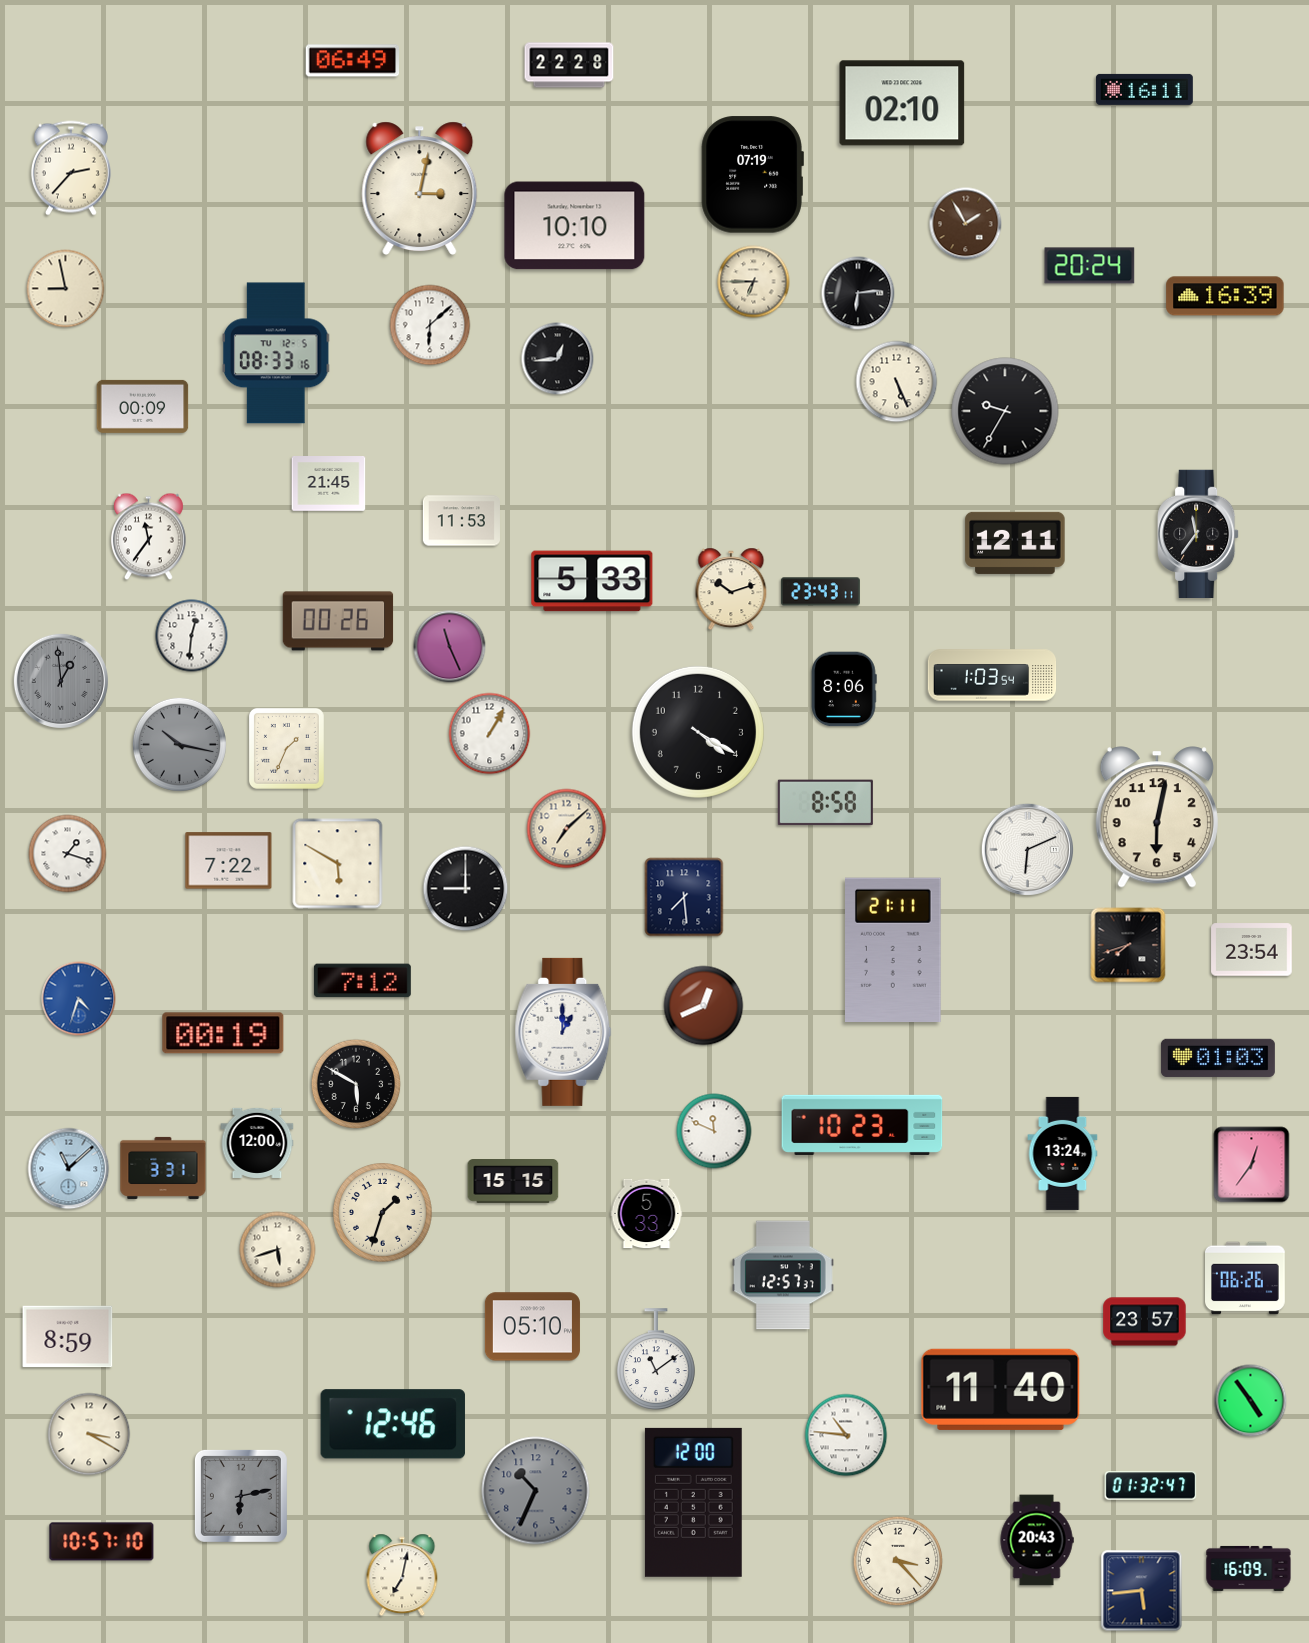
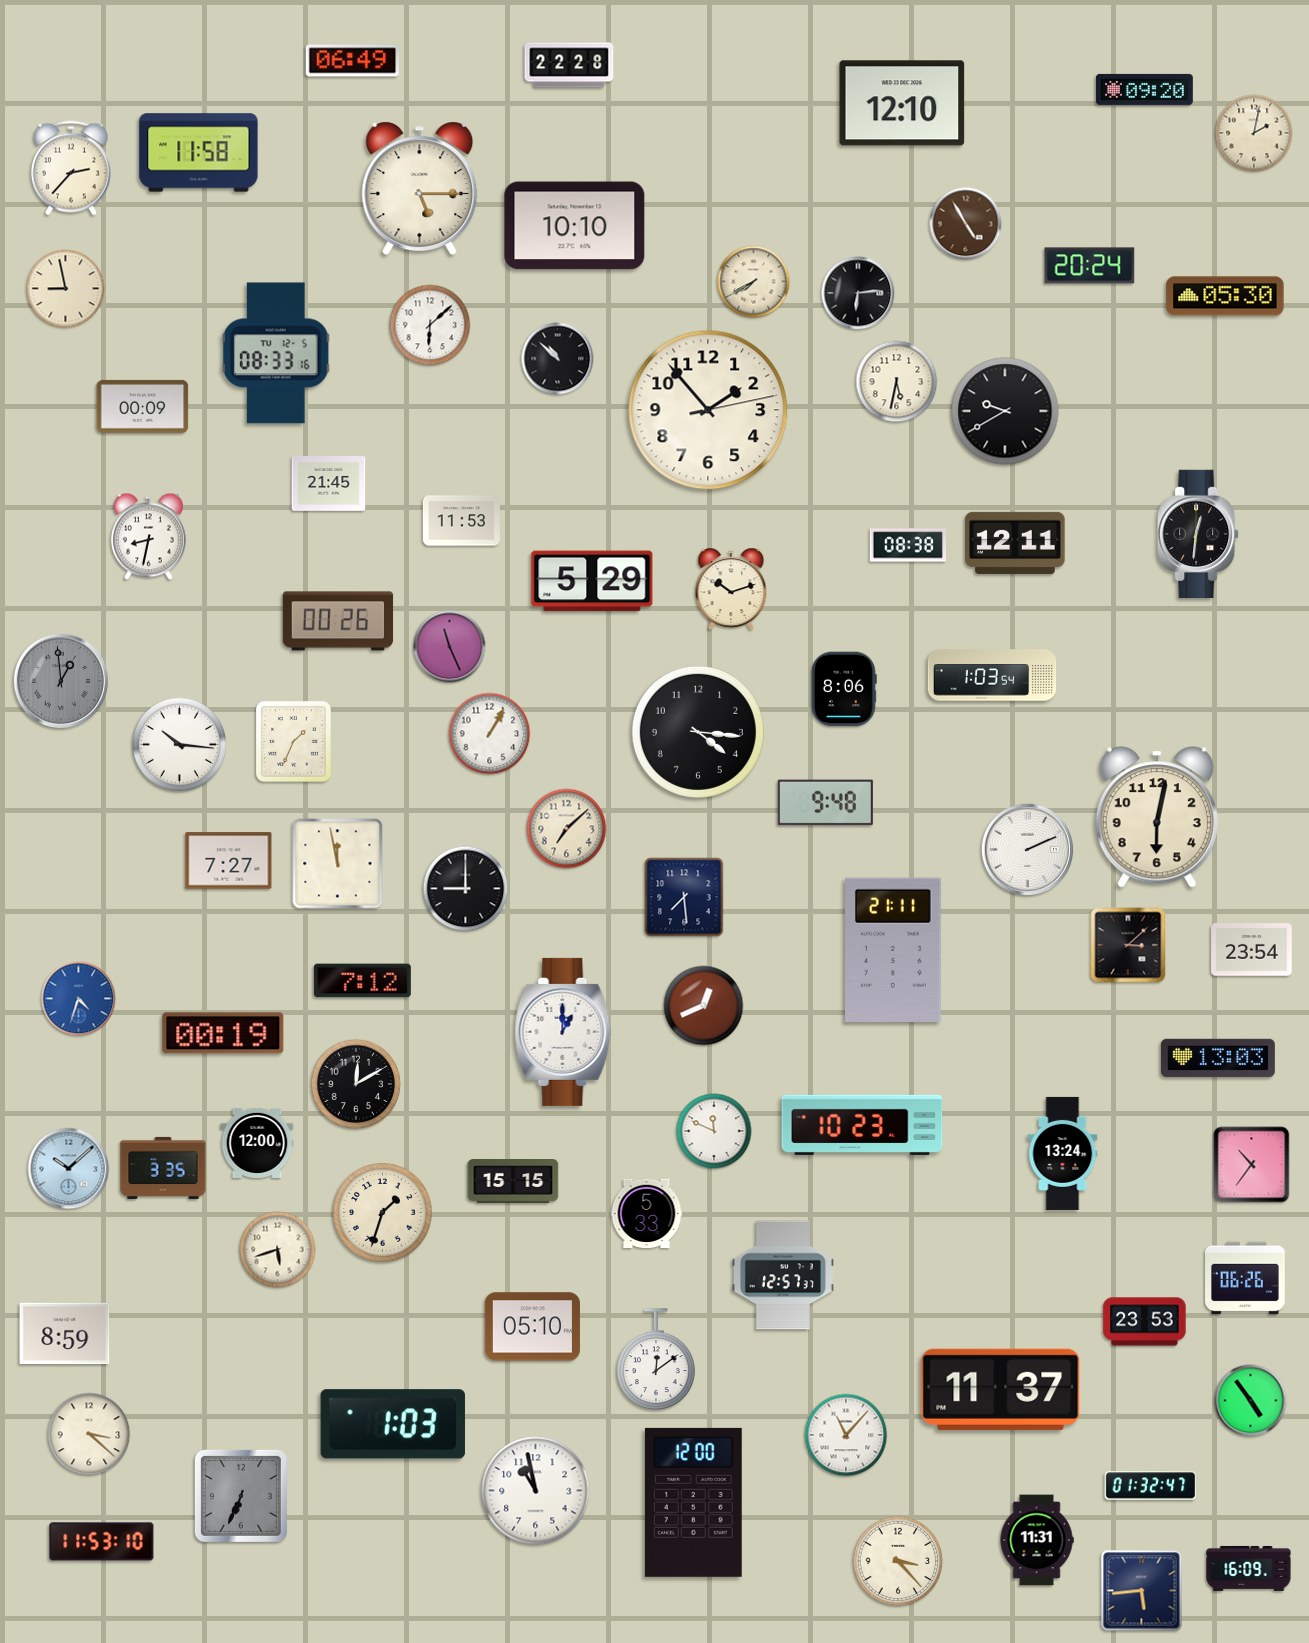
clock at (1144, 89): 16:11 -> 09:20
clock at (902, 103): 02:10 -> 12:10
clock at (1254, 133): none -> 2:02
clock at (199, 153): none -> 11:58
clock at (752, 175): 07:19 -> none
clock at (420, 188): 3:02 -> 5:15
clock at (966, 224): 1:55 -> 4:55
clock at (754, 282): 6:45 -> 7:40
clock at (1225, 296): 16:39 -> 05:30
clock at (558, 359): 12:44 -> 10:52
clock at (897, 382): 5:26 -> 5:32
clock at (708, 410): none -> 1:53
clock at (1005, 411): 9:35 -> 9:40
clock at (1198, 533): 11:36 -> 12:31
clock at (148, 537): 11:36 -> 8:32
clock at (907, 545): none -> 08:38
clock at (592, 581): 5:33 -> 5:29
clock at (820, 592): 23:43 -> none
clock at (192, 636): 12:31 -> none
clock at (698, 732): 4:20 -> 4:16
clock at (179, 744): 10:17 -> 10:16
clock at (179, 744) dial: grey -> white
clock at (286, 748) position: (286, 748) -> (293, 741)
clock at (825, 803): 8:58 -> 9:48
clock at (1027, 849): 6:11 -> 2:11
clock at (68, 854): 1:18 -> none
clock at (229, 861): 7:22 -> 7:27
clock at (338, 864): 5:50 -> 11:58
clock at (1128, 945): 7:42 -> 3:08
clock at (1218, 1058): 01:03 -> 13:03
clock at (356, 1084): 5:50 -> 12:10
clock at (1252, 1165): 12:36 -> 10:36
clock at (163, 1168): 3:31 -> 3:35
clock at (69, 1169): 11:08 -> 10:08
clock at (1145, 1322): 23:57 -> 23:53
clock at (68, 1337) position: (68, 1337) -> (65, 1334)
clock at (656, 1359): 11:09 -> 12:09
clock at (1001, 1389): 11:40 -> 11:37
clock at (393, 1424): 12:46 -> 1:03
clock at (89, 1434): 3:20 -> 3:22
clock at (846, 1435): 10:46 -> 11:07
clock at (536, 1491): 10:34 -> 10:58
clock at (536, 1491) dial: grey -> white
clock at (241, 1496): 6:13 -> 6:34
clock at (1037, 1540): 20:43 -> 11:31
clock at (102, 1542): 10:57 -> 11:53
clock at (402, 1575): 7:02 -> none
